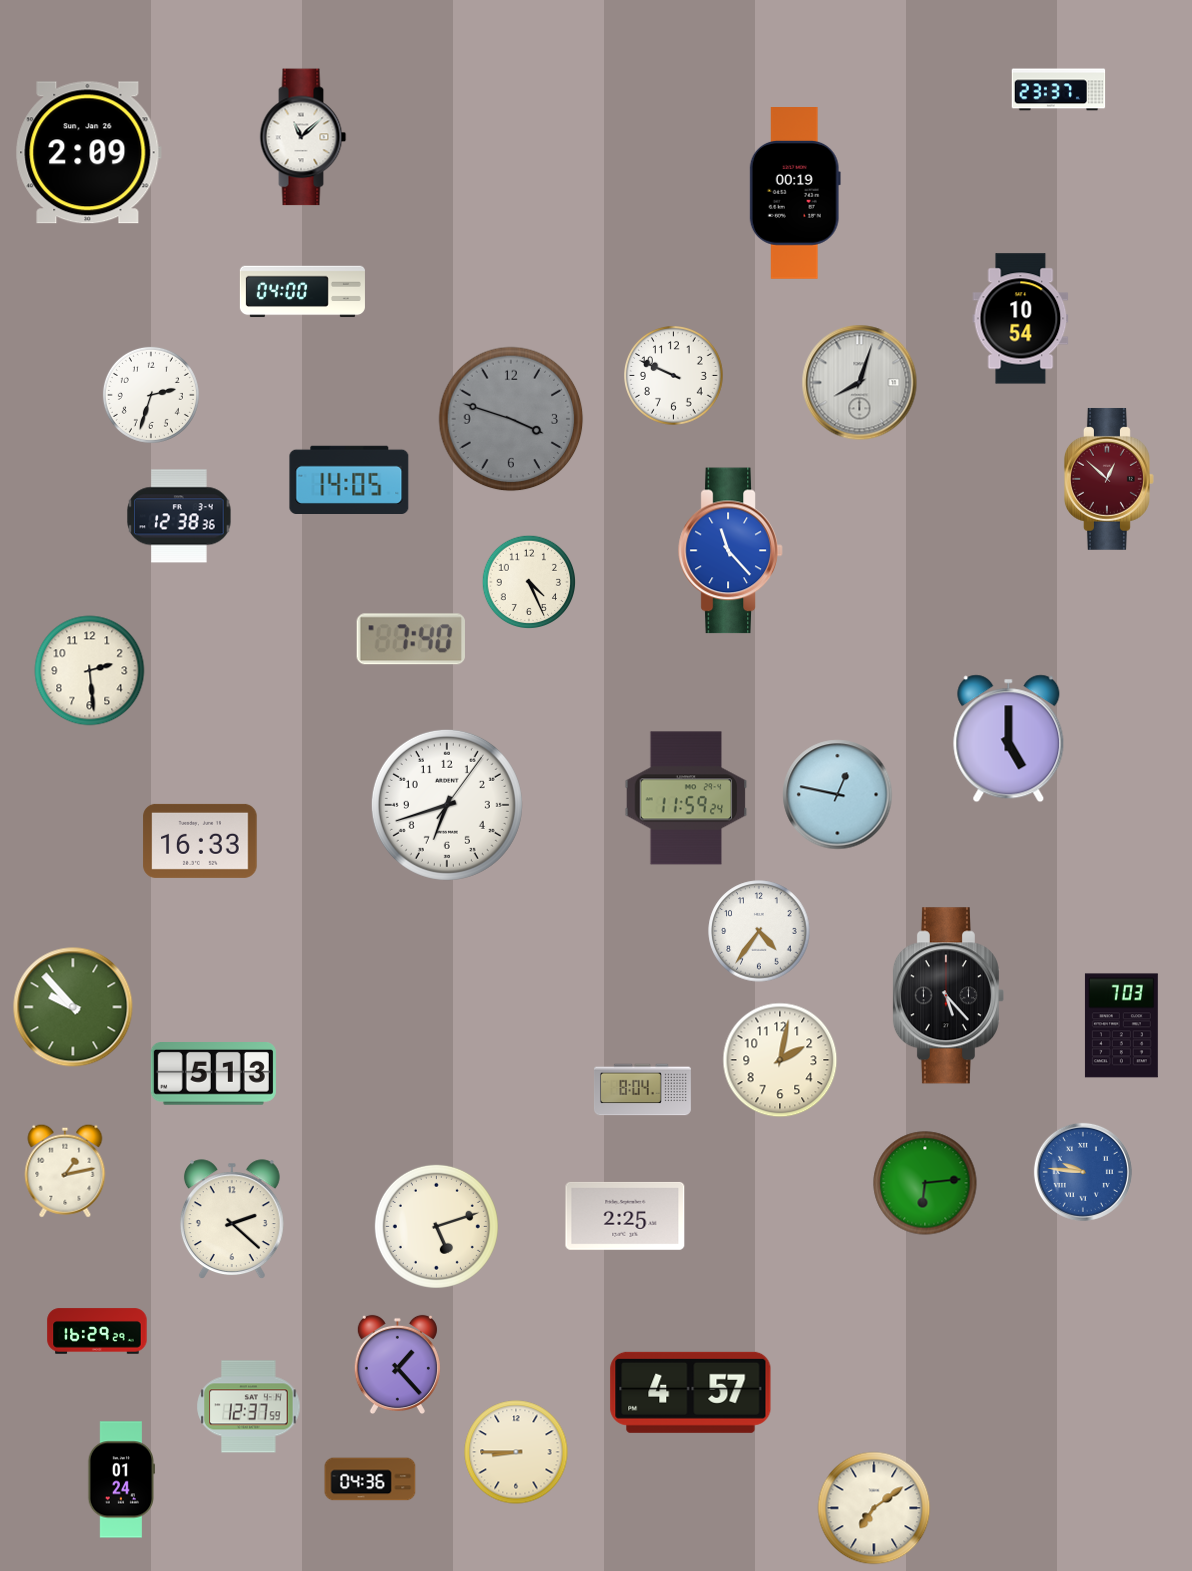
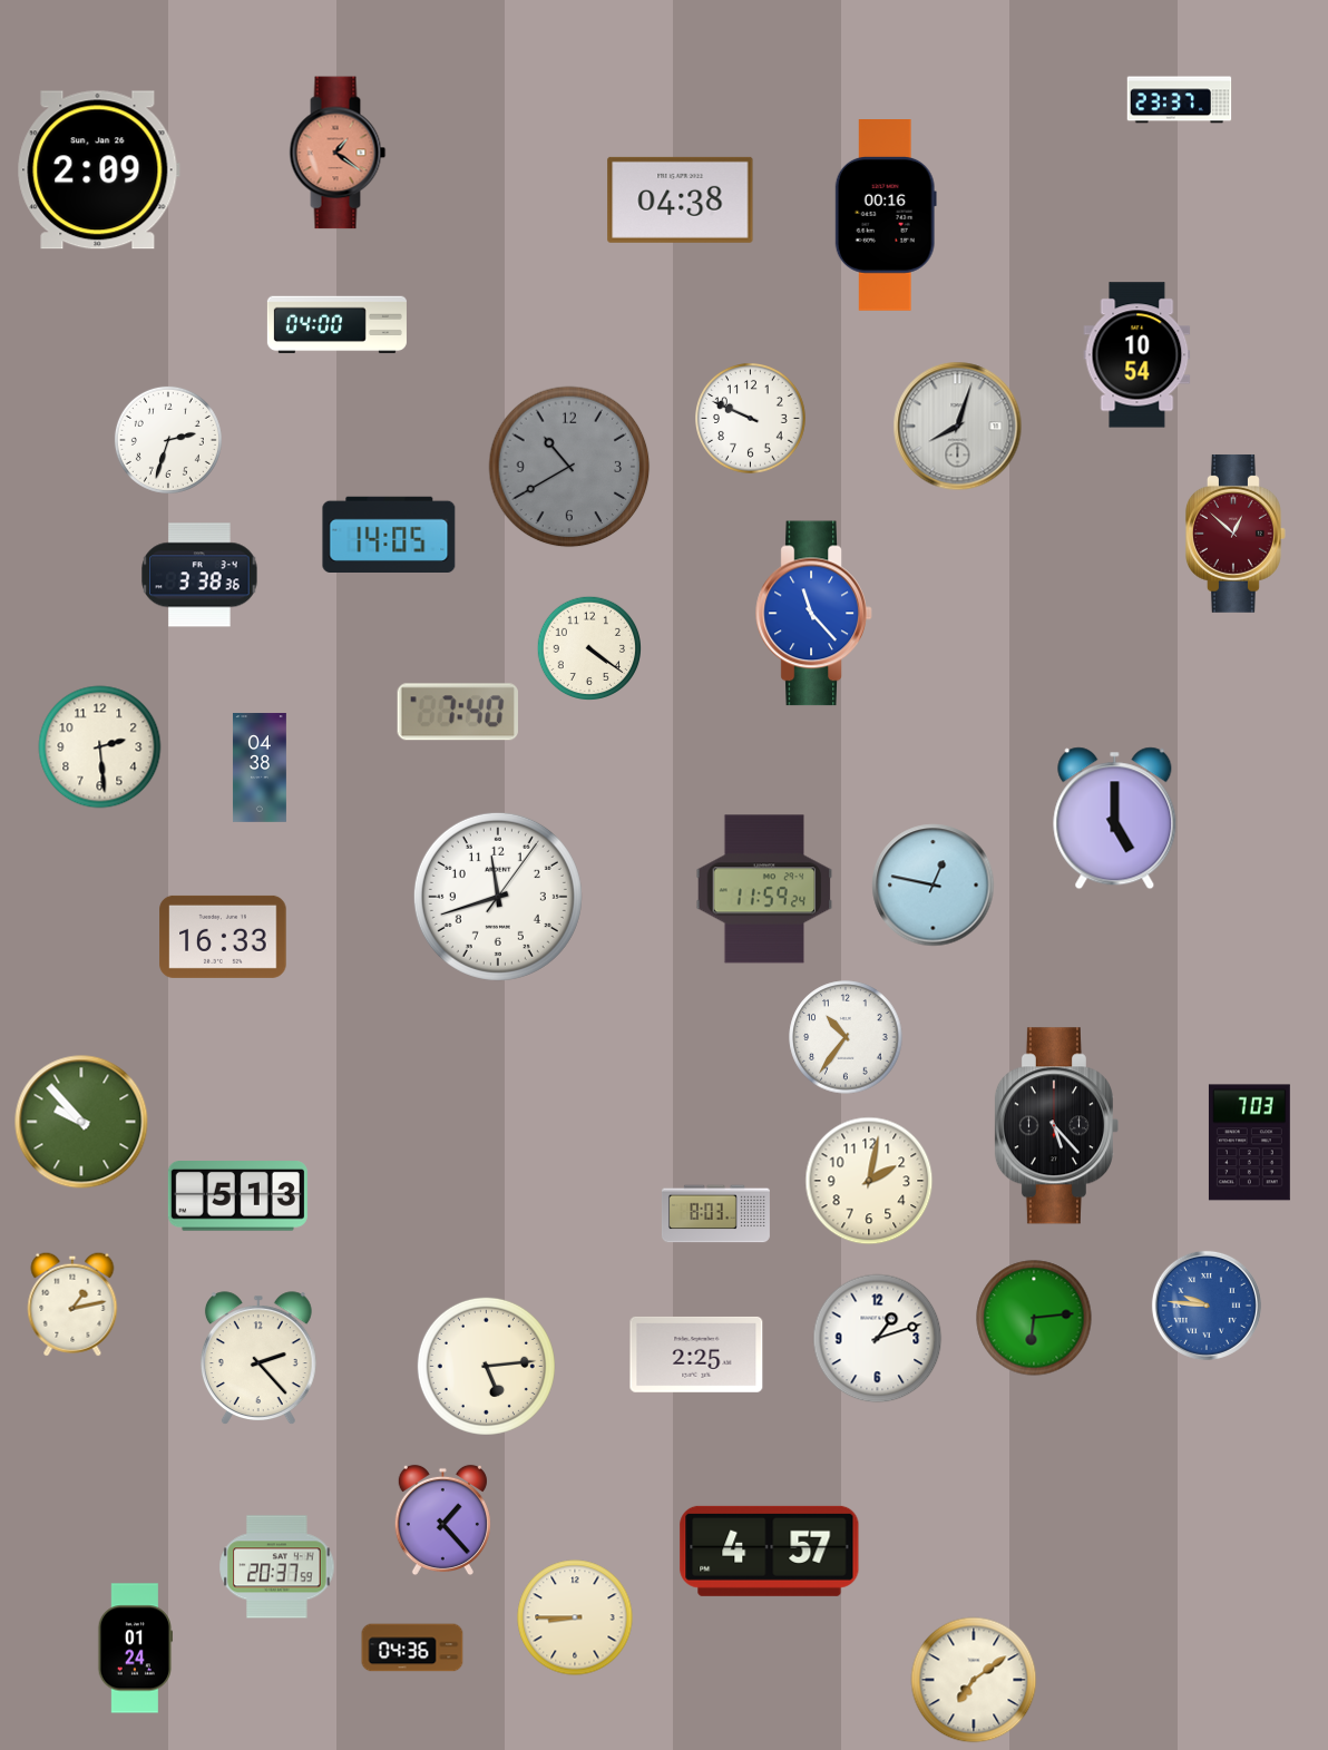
clock at (303, 137): 11:08 -> 1:21
clock at (303, 137) dial: white -> salmon
clock at (681, 199): none -> 04:38
clock at (795, 194): 00:19 -> 00:16
clock at (511, 419): 3:48 -> 10:40
clock at (179, 516): 12:38 -> 3:38
clock at (529, 582): 4:26 -> 4:21
clock at (260, 768): none -> 04:38
clock at (1009, 739) position: (1009, 739) -> (1115, 819)
clock at (447, 805): 6:42 -> 11:42
clock at (759, 931): 4:36 -> 10:36
clock at (948, 996) position: (948, 996) -> (1056, 1126)
clock at (642, 1090): 8:04 -> 8:03
clock at (925, 1183) position: (925, 1183) -> (1034, 1318)
clock at (878, 1339): none -> 1:12
clock at (232, 1219): 2:22 -> 2:23
clock at (436, 1226): 5:12 -> 5:14
clock at (97, 1331): 16:29 -> none
clock at (249, 1407): 12:37 -> 20:37
